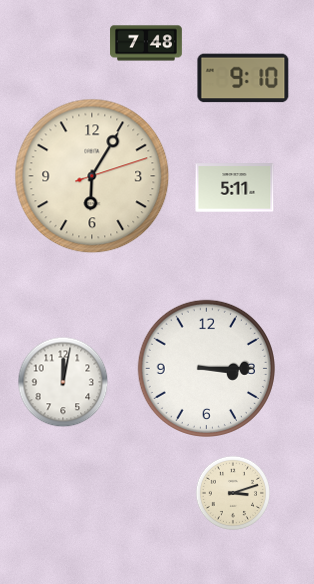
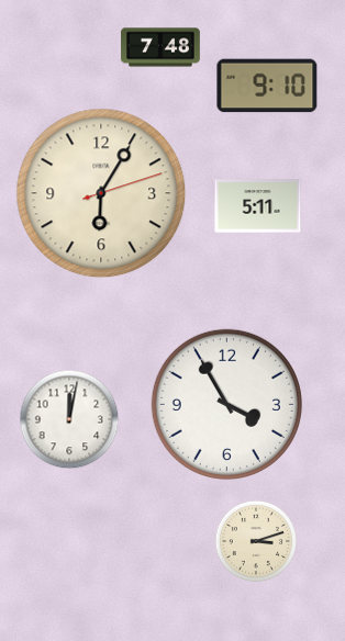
clock at (206, 368): 3:15 -> 3:55
